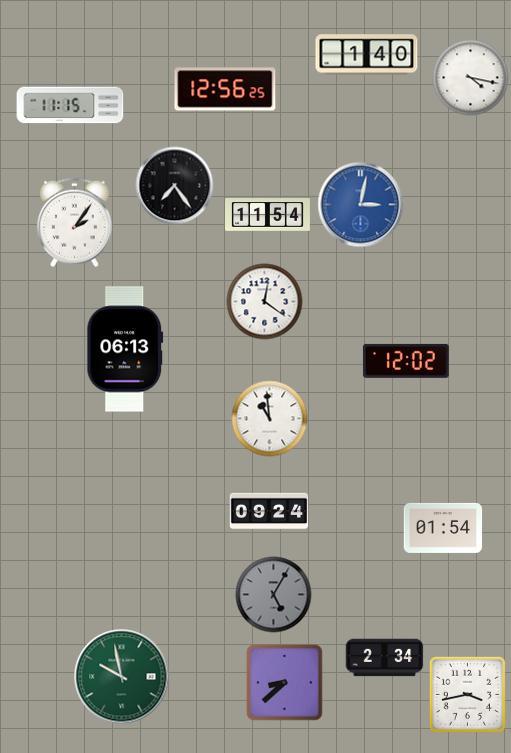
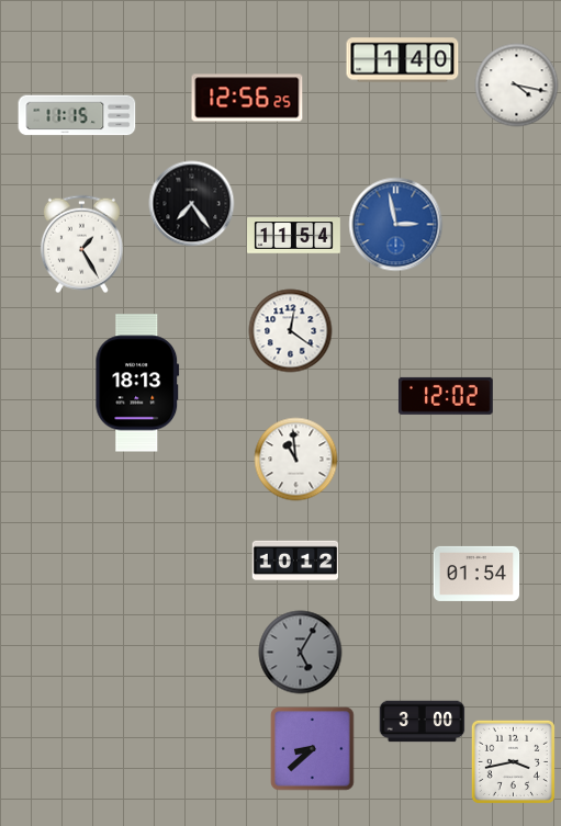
clock at (361, 205): 3:02 -> 2:58
clock at (74, 223): 2:06 -> 1:25
clock at (125, 349): 06:13 -> 18:13
clock at (269, 511): 09:24 -> 10:12
clock at (443, 528) position: (443, 528) -> (476, 574)
clock at (385, 658): 2:34 -> 3:00
clock at (122, 677): 9:58 -> none
